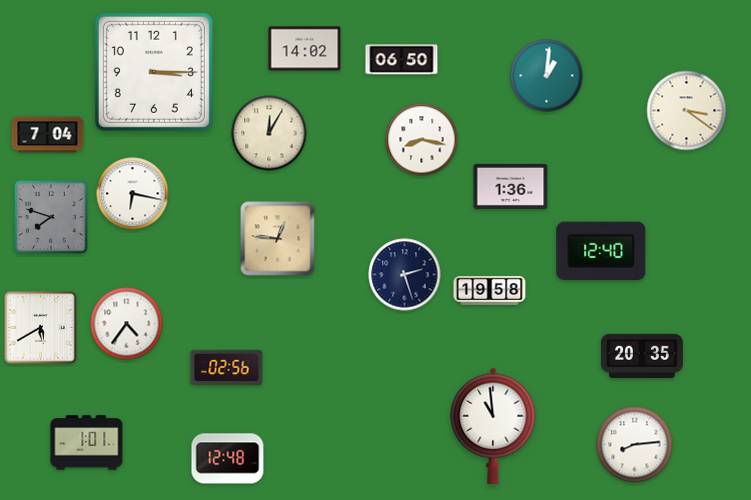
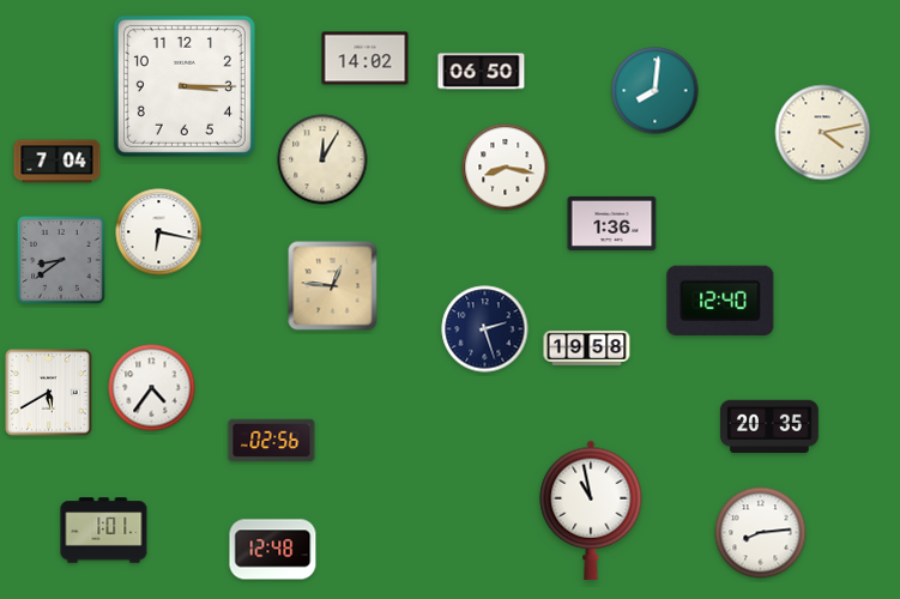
clock at (547, 76): 1:01 -> 8:01
clock at (687, 111): 3:21 -> 4:13
clock at (51, 217): 7:48 -> 8:39
clock at (493, 426): 10:59 -> 10:58
